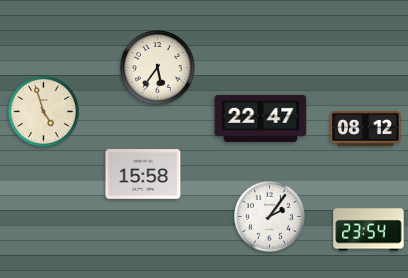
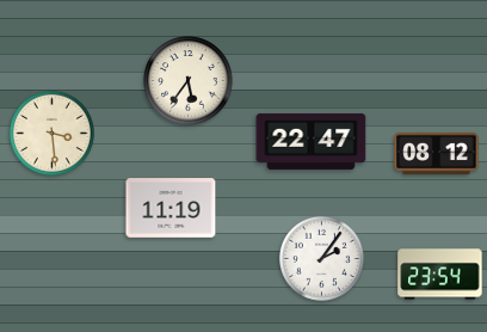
clock at (43, 111): 4:57 -> 3:29
clock at (143, 174): 15:58 -> 11:19
